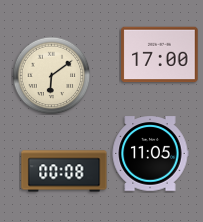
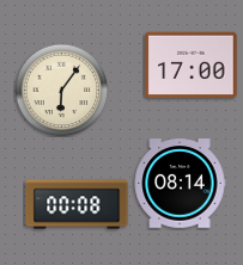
clock at (51, 75): 6:09 -> 6:06
clock at (150, 154): 11:05 -> 08:14
